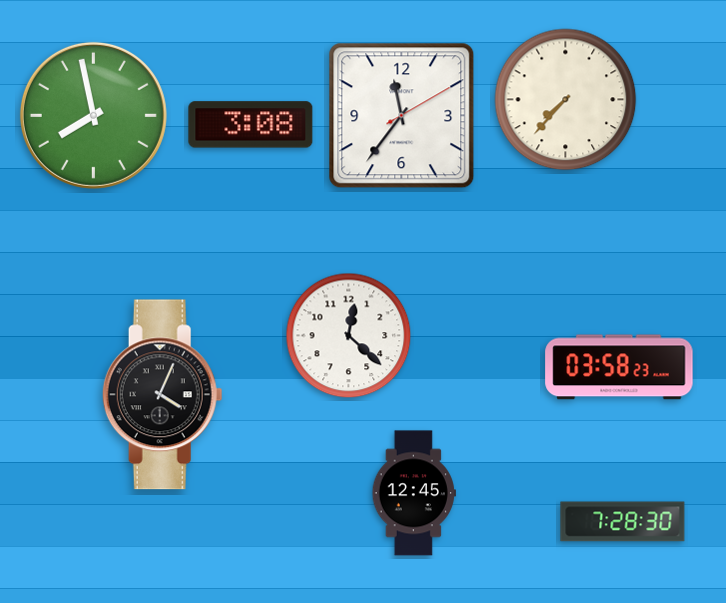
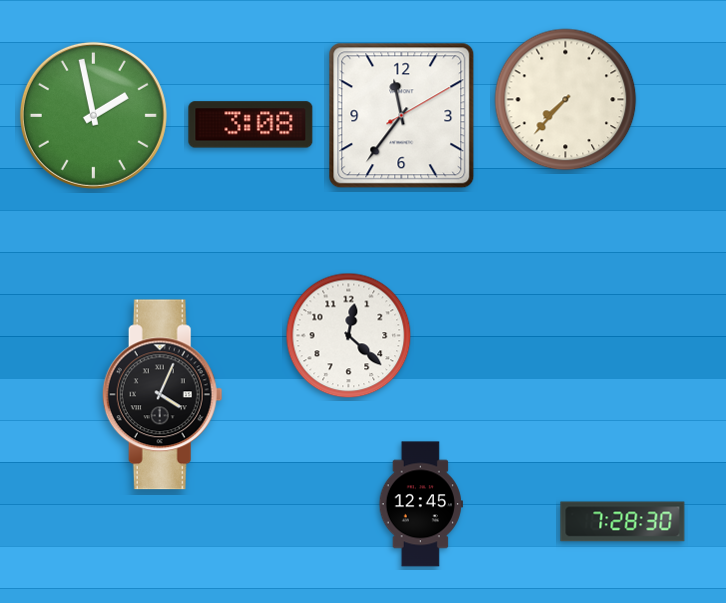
clock at (93, 115): 7:58 -> 1:58
clock at (619, 367): 03:58 -> none
clock at (414, 493) position: (414, 493) -> (421, 504)
